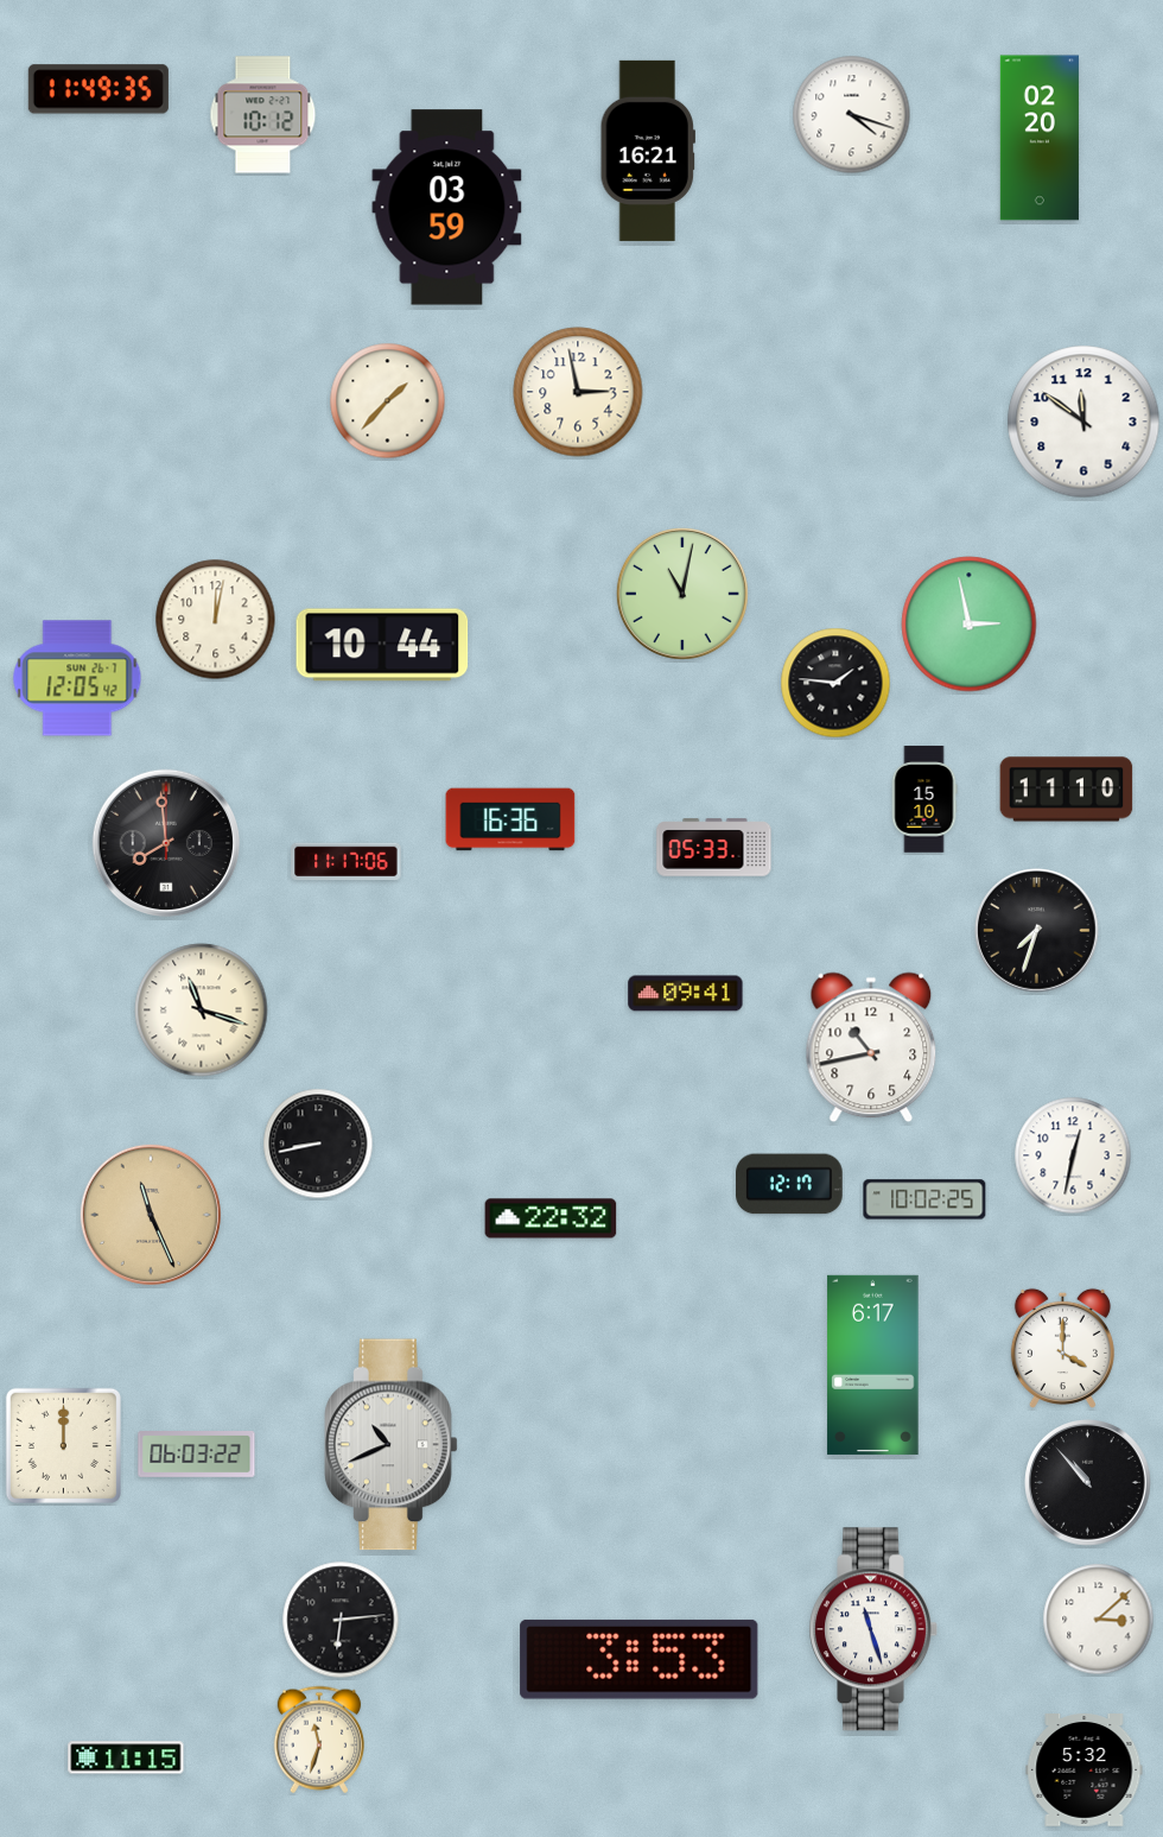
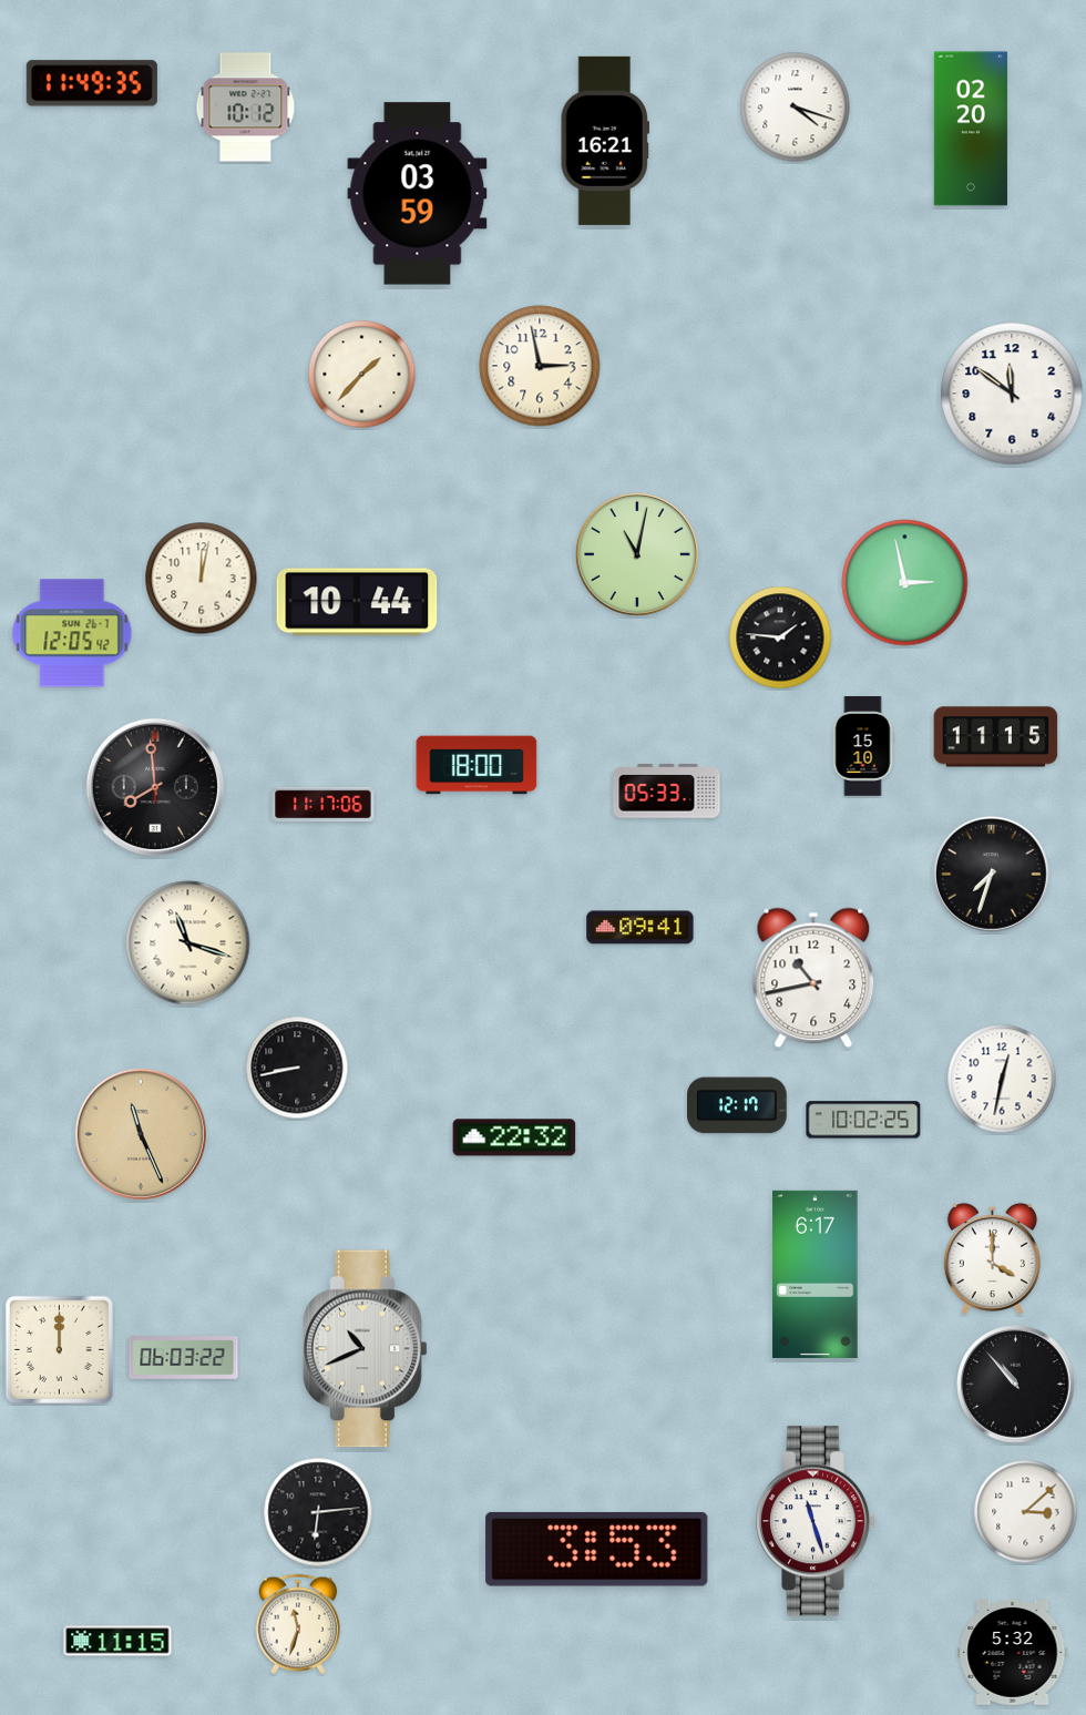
clock at (1067, 790): 11:10 -> 11:15
clock at (510, 819): 16:36 -> 18:00
clock at (1037, 931) position: (1037, 931) -> (992, 875)
